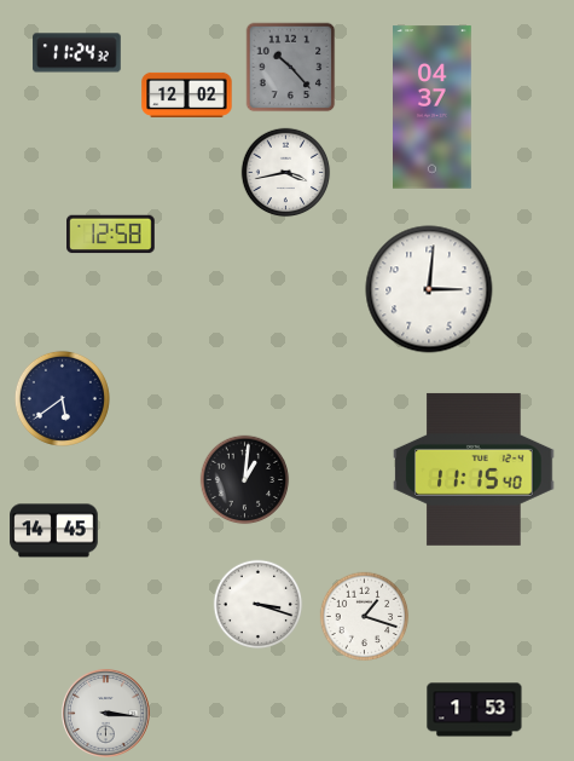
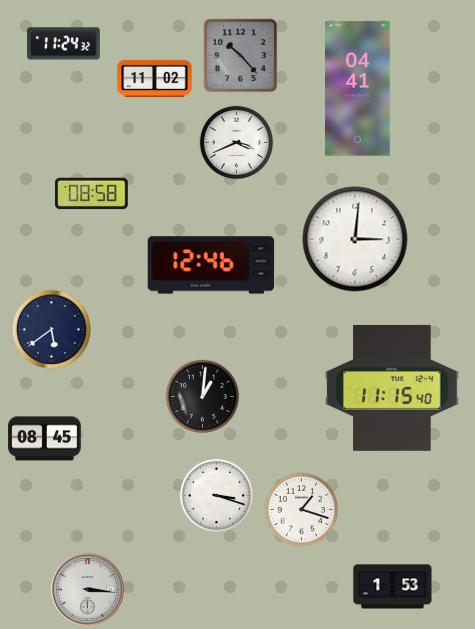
clock at (187, 94): 12:02 -> 11:02
clock at (433, 108): 04:37 -> 04:41
clock at (286, 173): 3:43 -> 3:41
clock at (111, 235): 12:58 -> 08:58
clock at (211, 265): none -> 12:46
clock at (54, 531): 14:45 -> 08:45
clock at (259, 605) position: (259, 605) -> (217, 496)
